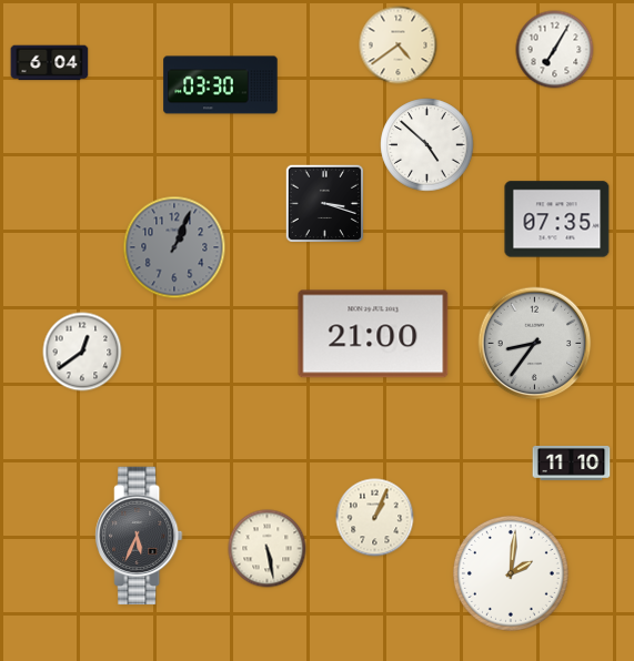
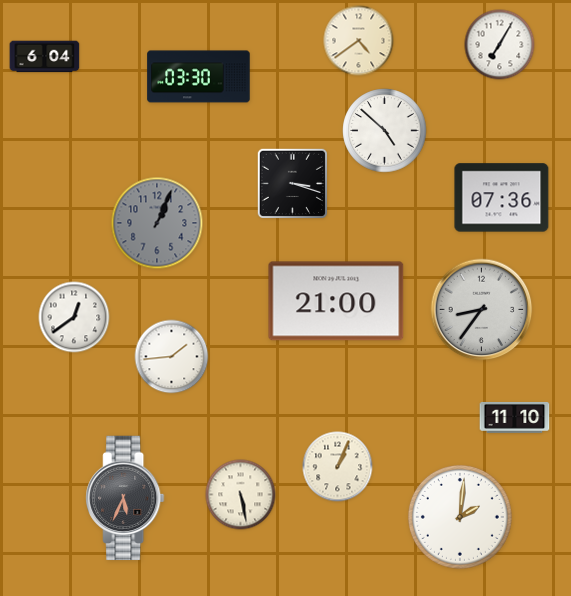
clock at (557, 220): 07:35 -> 07:36
clock at (172, 357): none -> 1:44
clock at (139, 536) position: (139, 536) -> (125, 498)
